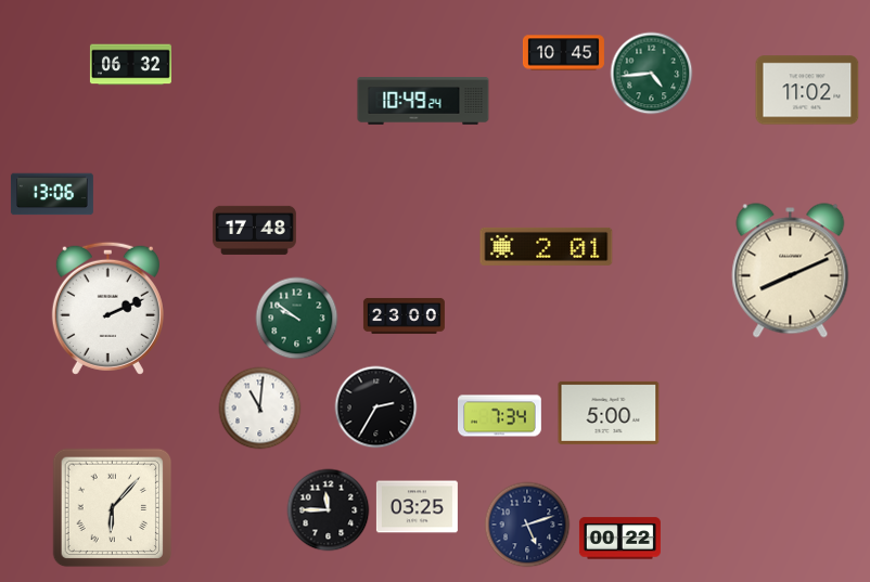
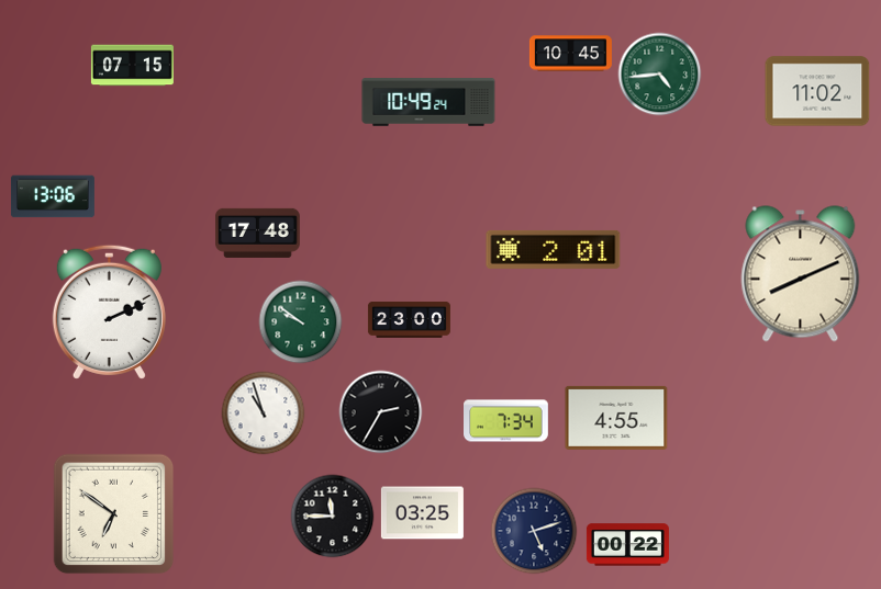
clock at (130, 65): 06:32 -> 07:15
clock at (260, 409): 11:01 -> 10:57
clock at (609, 413): 5:00 -> 4:55
clock at (113, 508): 6:07 -> 6:51
